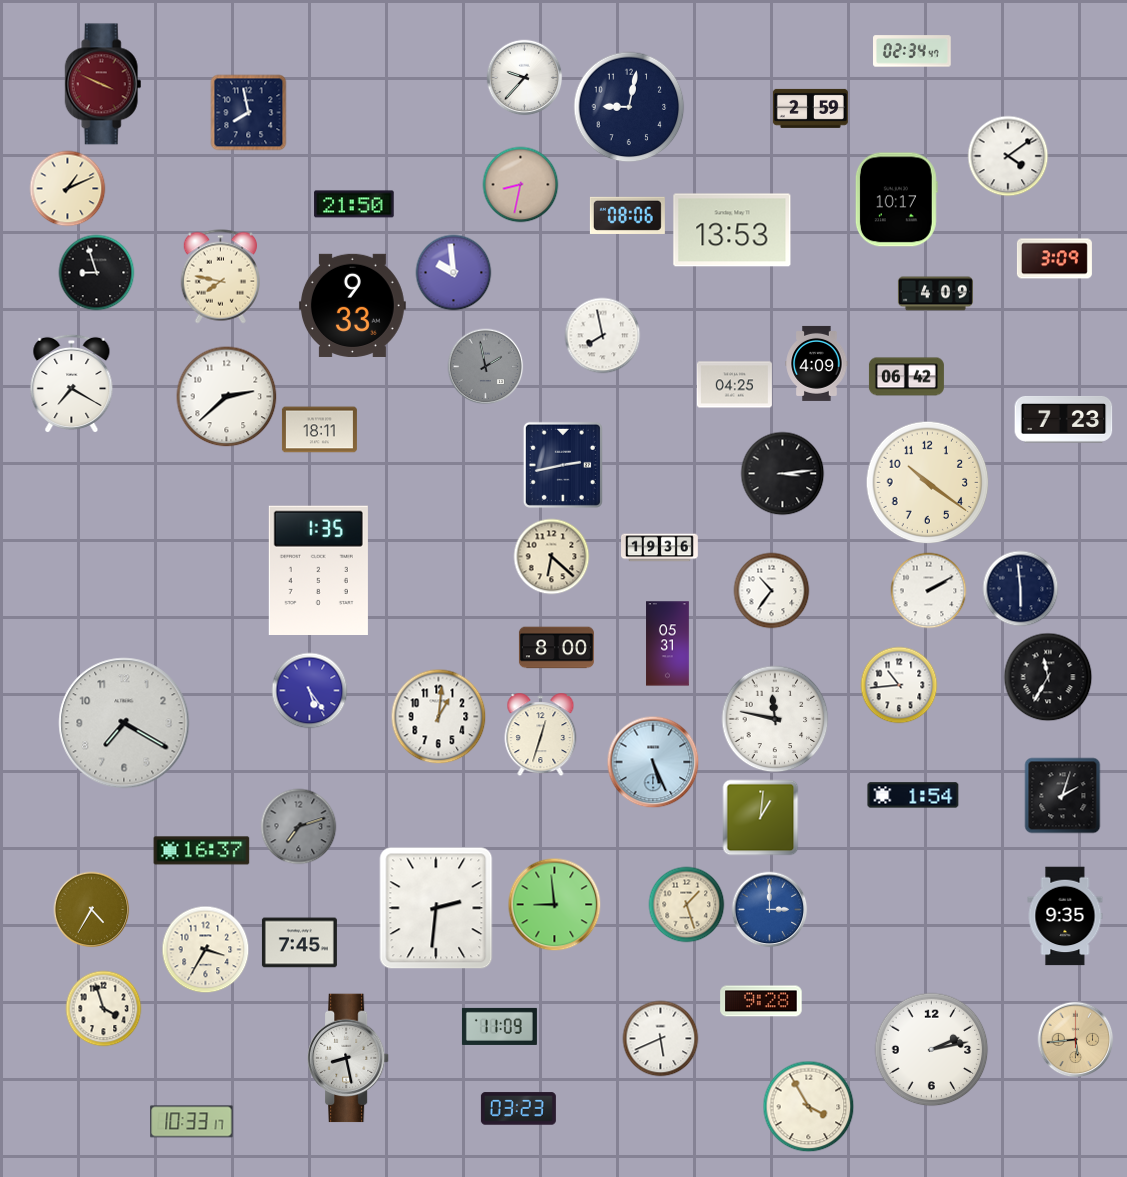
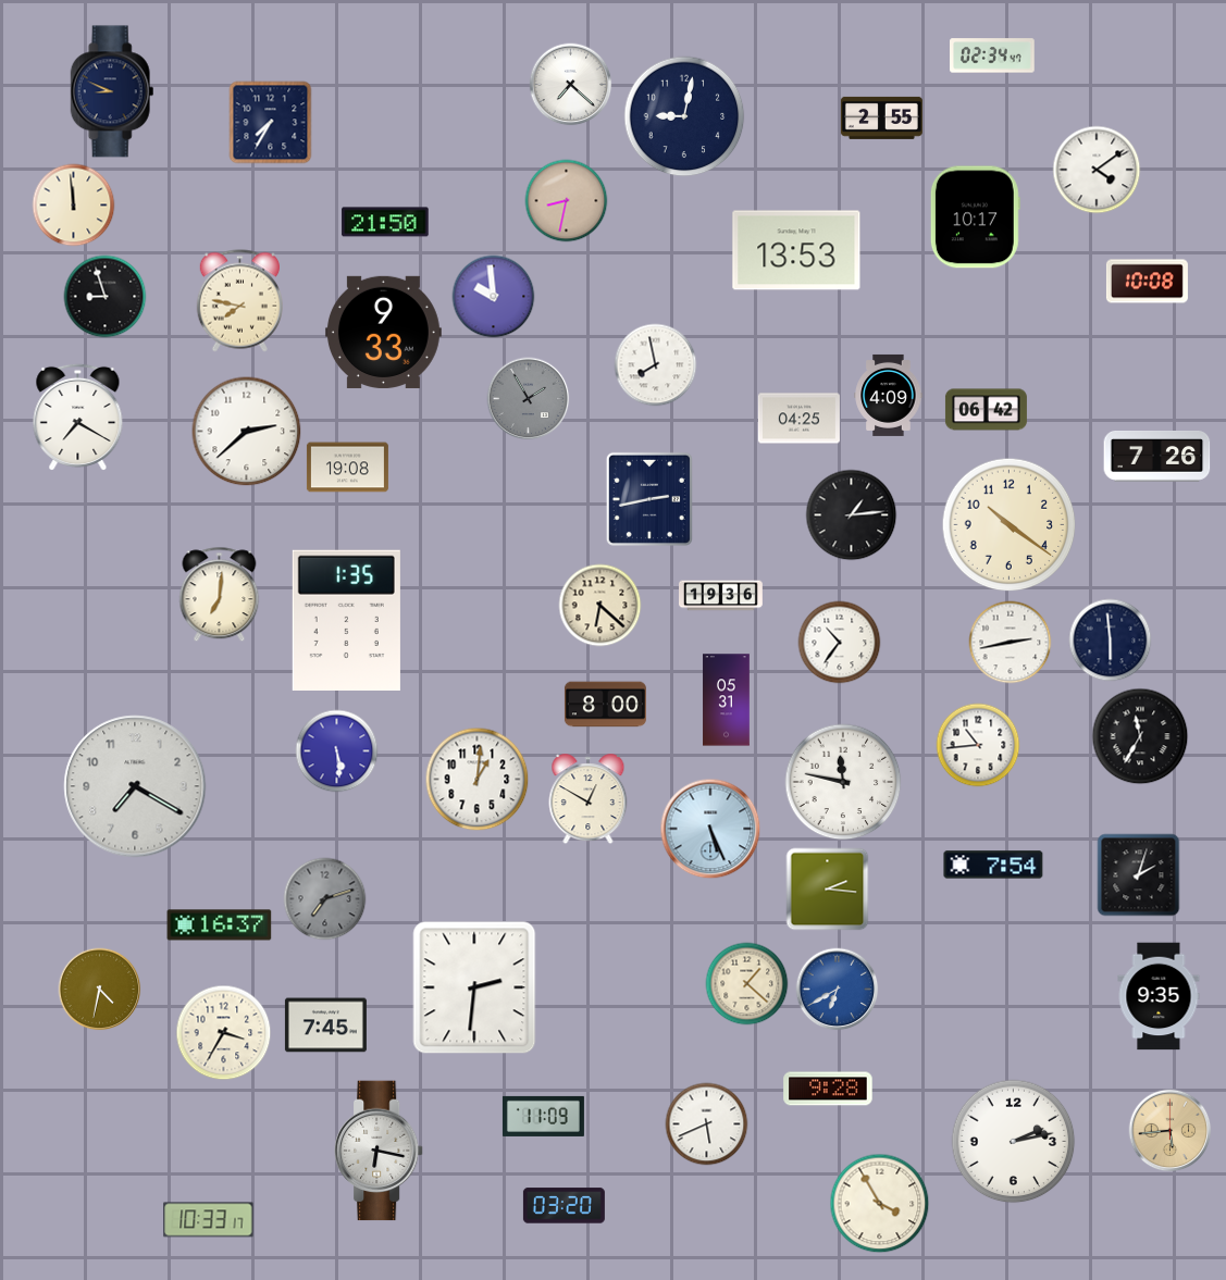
clock at (525, 78): 9:37 -> 7:22
clock at (103, 84): 3:49 -> 8:49
clock at (103, 84) dial: burgundy -> navy
clock at (810, 108): 2:59 -> 2:55
clock at (249, 113): 7:58 -> 7:35
clock at (68, 189): 1:11 -> 11:59
clock at (627, 215): 08:06 -> none
clock at (1054, 259): 3:09 -> 10:08
clock at (935, 294): 4:09 -> none
clock at (486, 367): 1:58 -> 1:55
clock at (1064, 419): 7:23 -> 7:26
clock at (319, 430): 18:11 -> 19:08
clock at (563, 465) position: (563, 465) -> (649, 499)
clock at (783, 474): 3:14 -> 1:14
clock at (220, 595): none -> 7:01
clock at (660, 548) position: (660, 548) -> (721, 596)
clock at (929, 591): 2:10 -> 2:43
clock at (310, 691): 5:24 -> 5:29
clock at (541, 735): 12:33 -> 12:50
clock at (913, 795): 1:54 -> 7:54
clock at (1063, 796) position: (1063, 796) -> (1139, 875)
clock at (761, 818): 1:01 -> 2:16
clock at (555, 905): 8:59 -> none
clock at (687, 905): 1:27 -> 1:22
clock at (92, 910): 4:35 -> 4:32
clock at (770, 910): 3:00 -> 6:40
clock at (104, 1009): 3:57 -> none
clock at (661, 1039) position: (661, 1039) -> (707, 1124)
clock at (349, 1058): 8:28 -> 6:17
clock at (518, 1109): 03:23 -> 03:20
